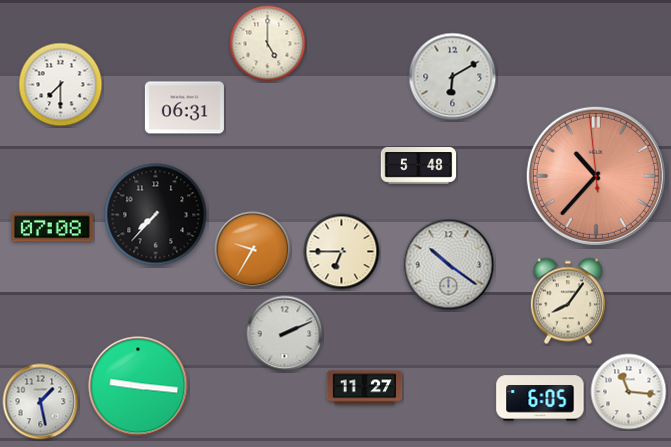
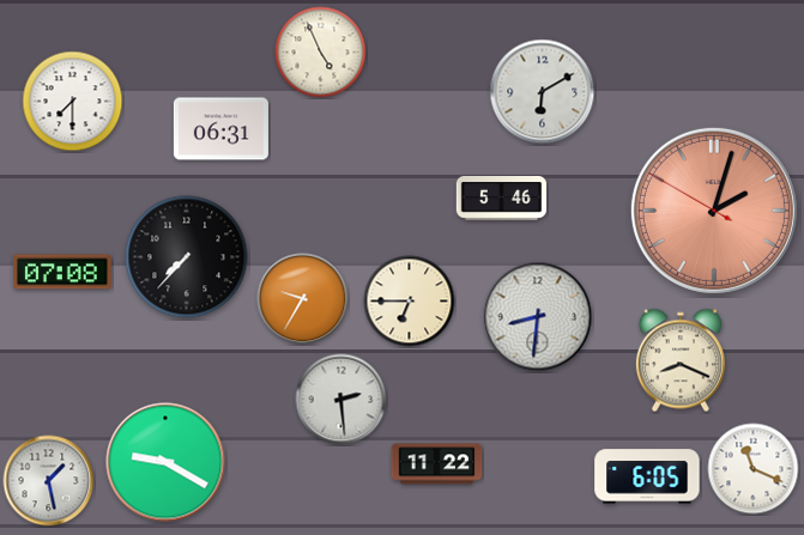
clock at (268, 44): 5:00 -> 4:56
clock at (419, 166): 5:48 -> 5:46
clock at (596, 176): 10:36 -> 2:02
clock at (449, 265): 10:21 -> 8:31
clock at (568, 301): 8:06 -> 8:19
clock at (285, 334): 2:11 -> 2:29
clock at (138, 386): 9:16 -> 9:20
clock at (365, 388): 11:27 -> 11:22
clock at (629, 392): 11:16 -> 11:19
